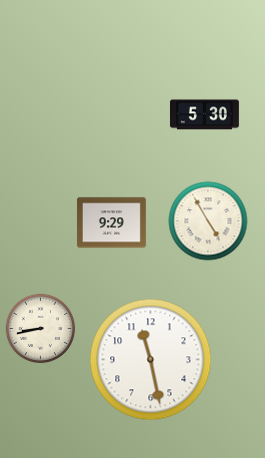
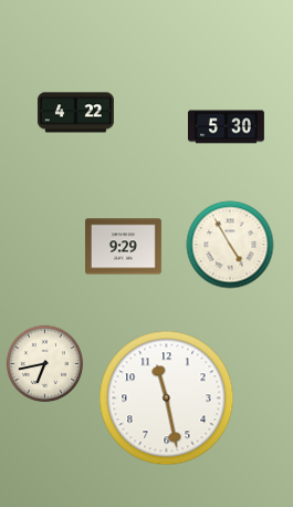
clock at (75, 113): none -> 4:22
clock at (41, 329): 8:43 -> 6:43
